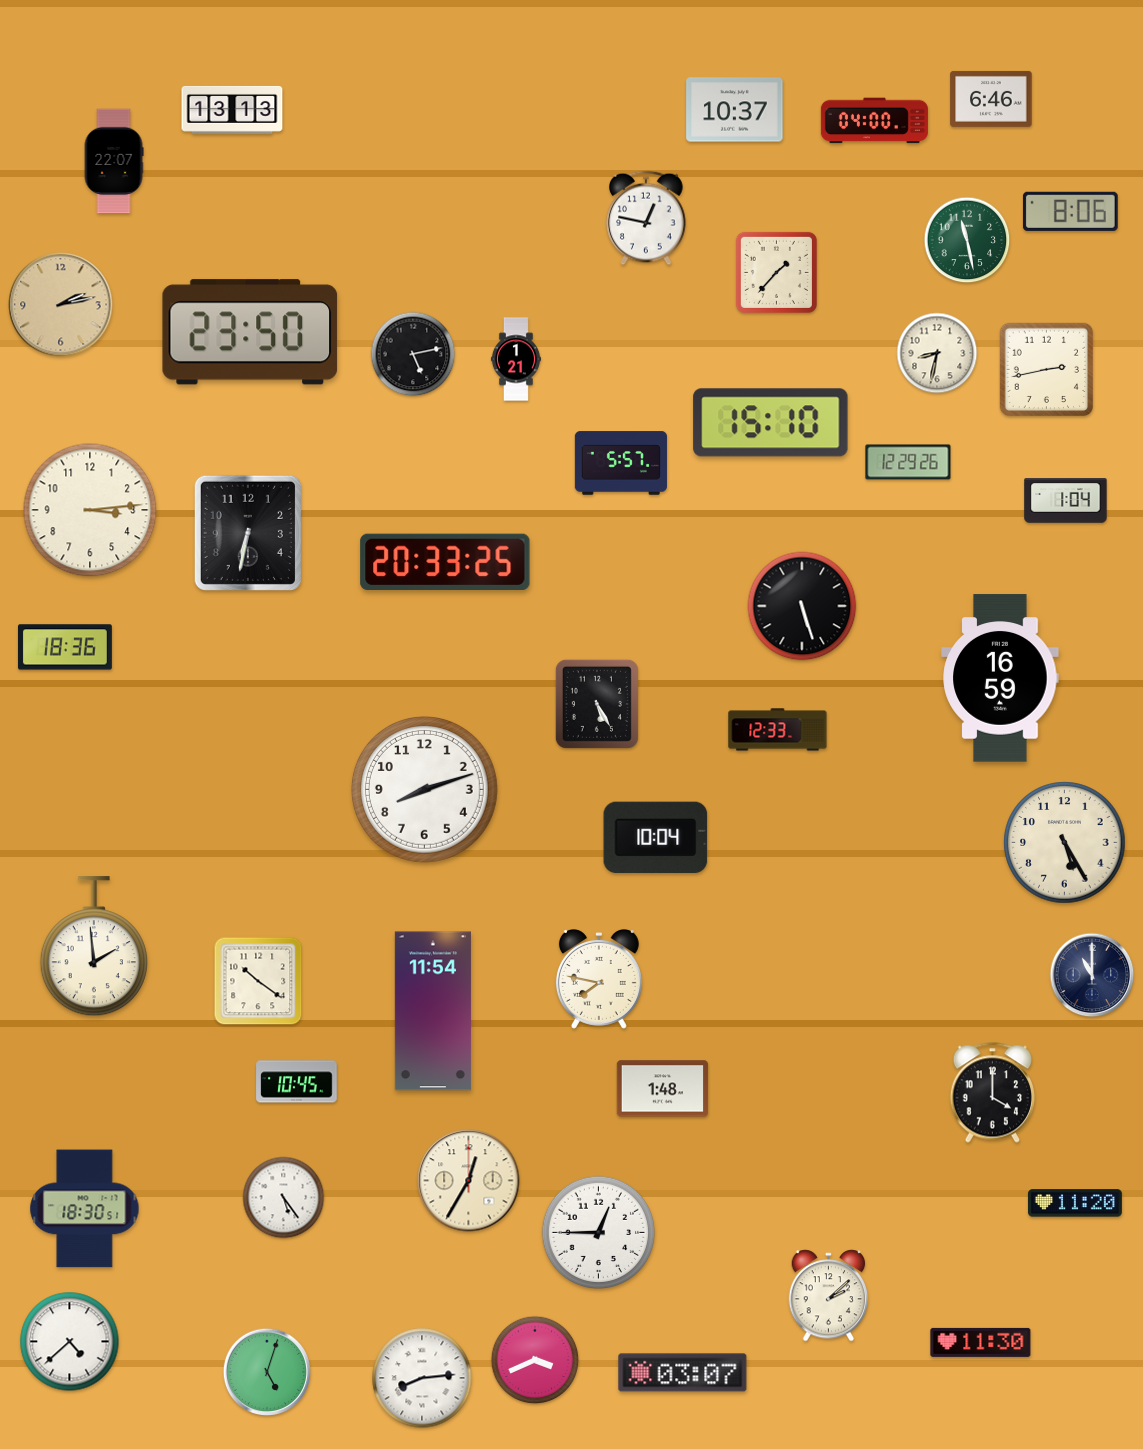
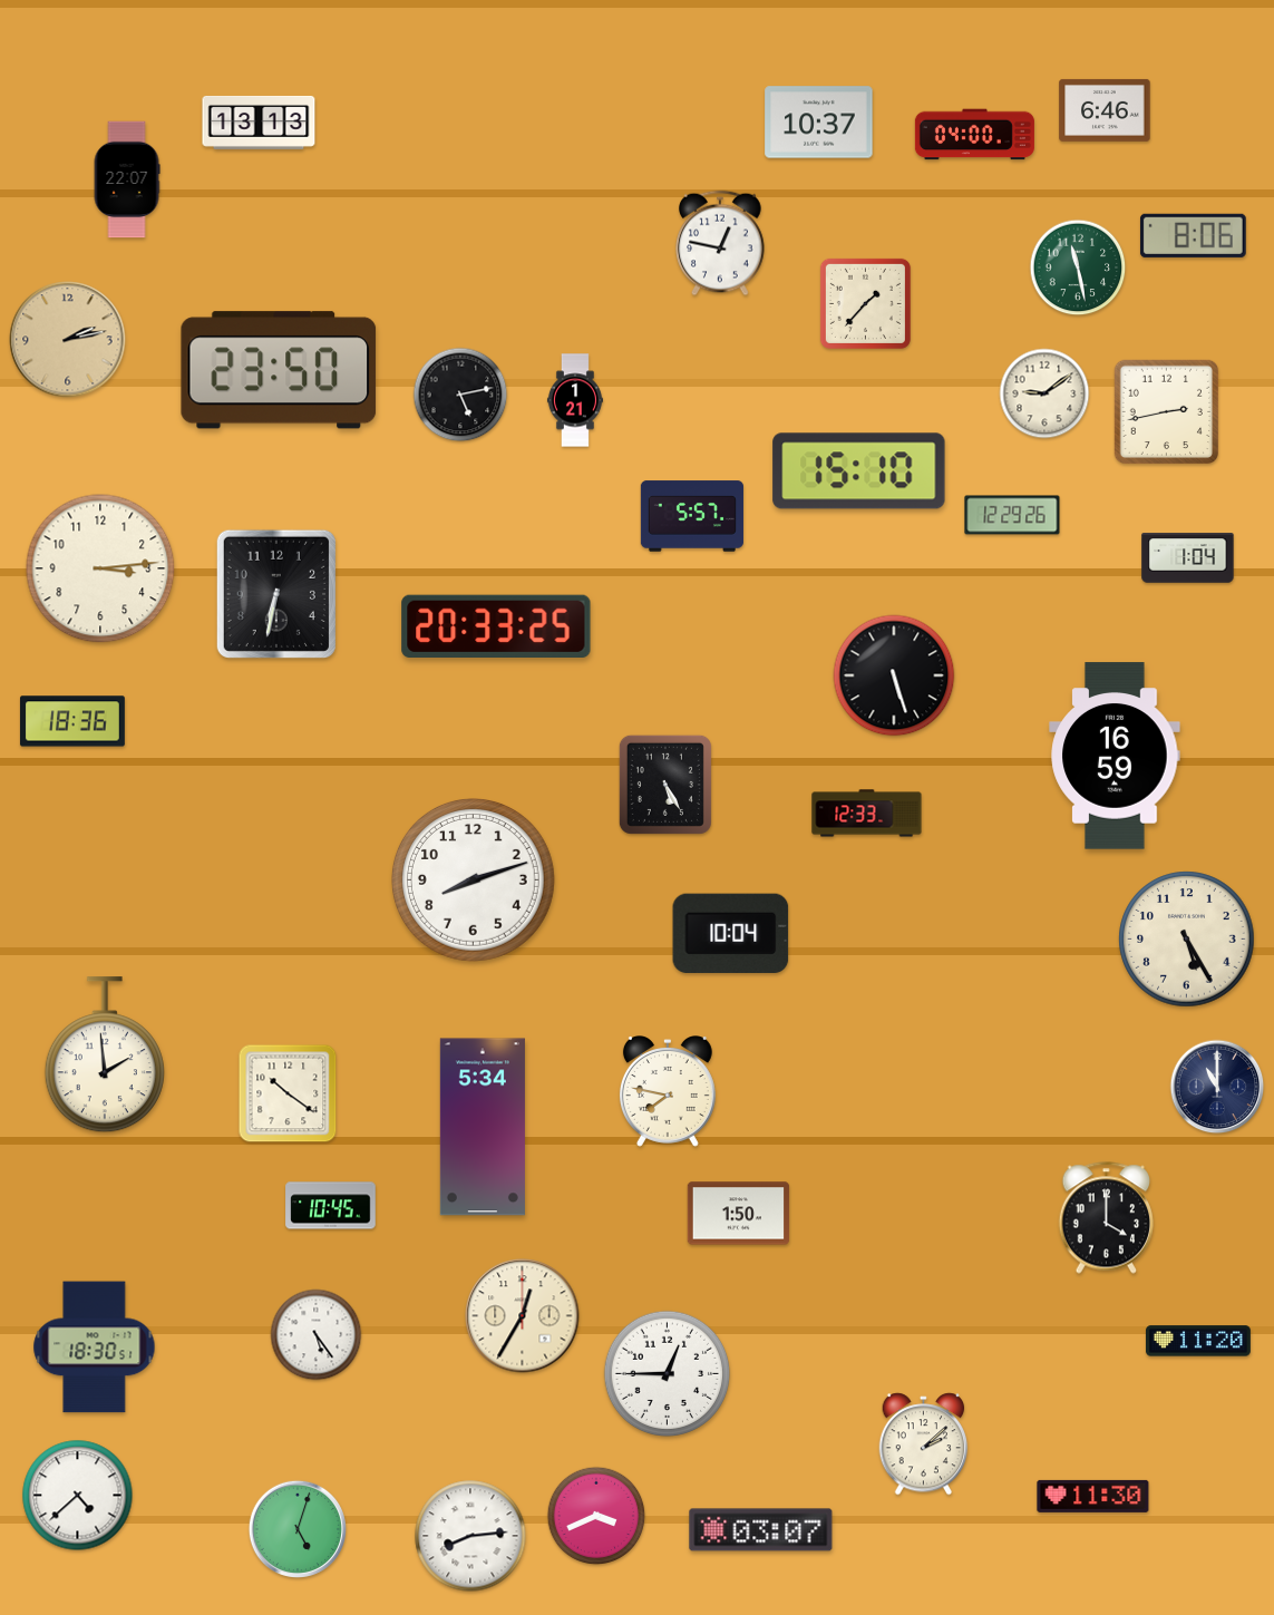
clock at (937, 353): 8:32 -> 9:09
clock at (433, 1011): 11:54 -> 5:34
clock at (663, 1089): 1:48 -> 1:50
